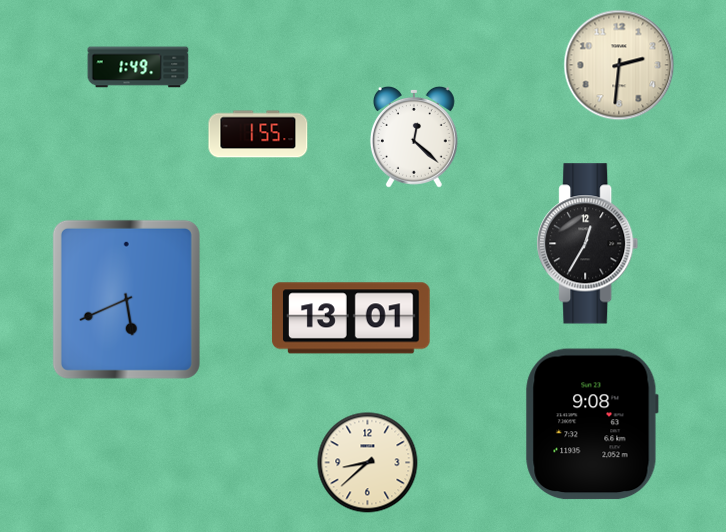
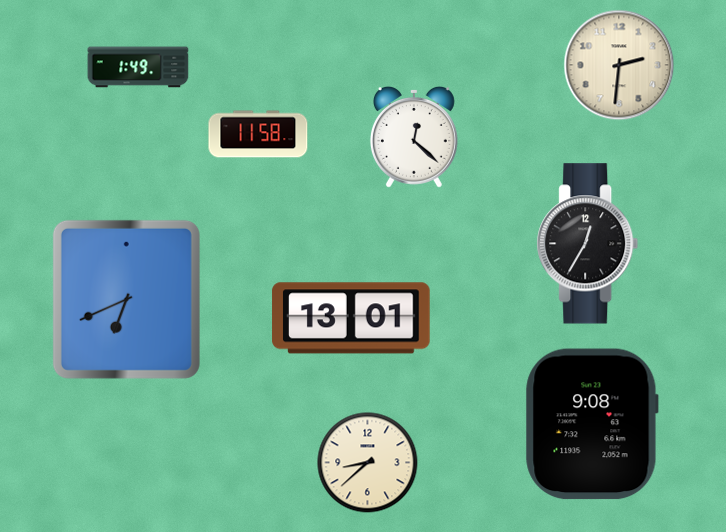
clock at (258, 134): 1:55 -> 11:58
clock at (126, 299): 5:41 -> 6:41
